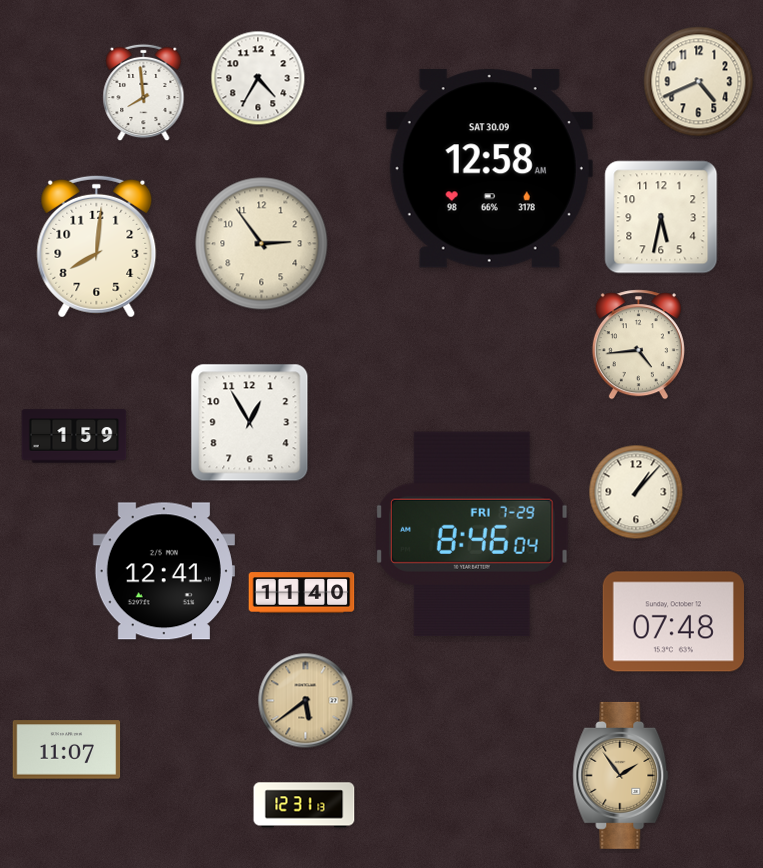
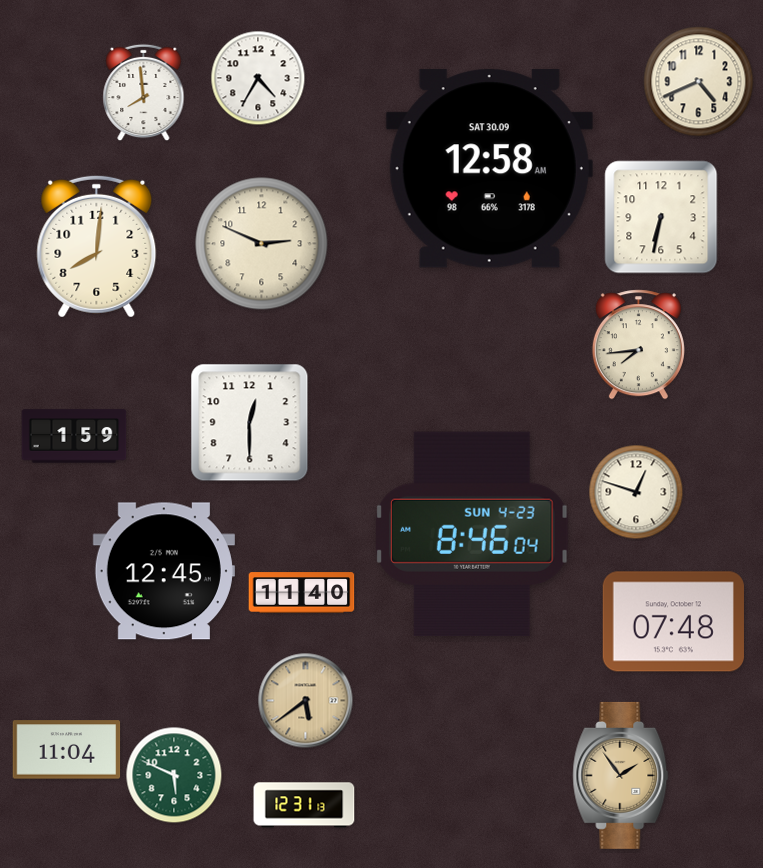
clock at (661, 217): 5:32 -> 6:32
clock at (262, 244): 2:54 -> 2:49
clock at (638, 345): 4:44 -> 7:44
clock at (250, 423): 12:55 -> 12:30
clock at (636, 492): 1:07 -> 12:48
clock at (473, 534) date: FRI 7-29 -> SUN 4-23
clock at (164, 571): 12:41 -> 12:45
clock at (67, 750): 11:07 -> 11:04
clock at (174, 775): none -> 5:49
